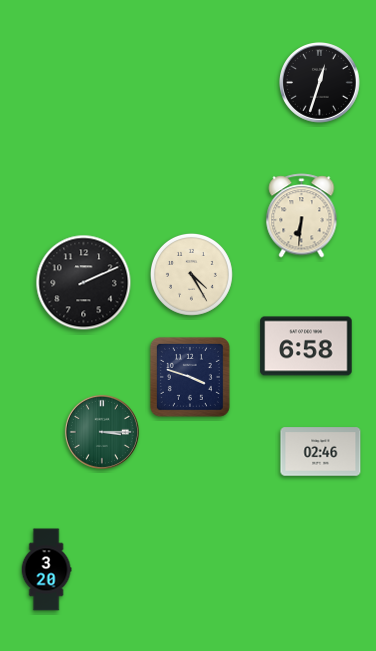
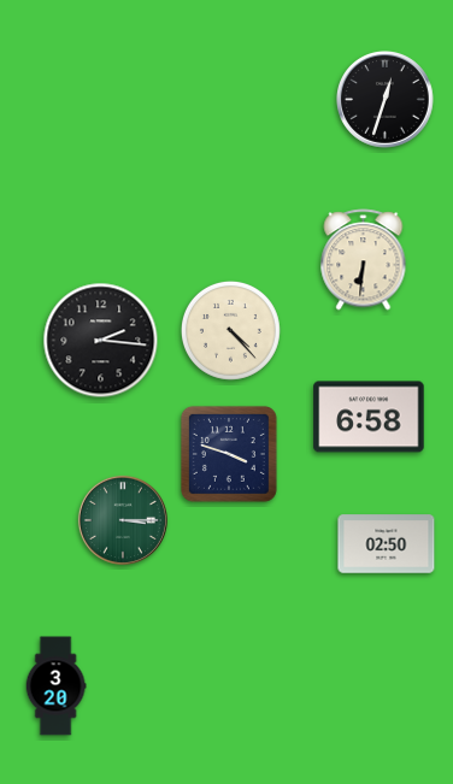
clock at (191, 274): 4:25 -> 4:23
clock at (84, 283): 2:11 -> 2:16
clock at (321, 452): 02:46 -> 02:50
